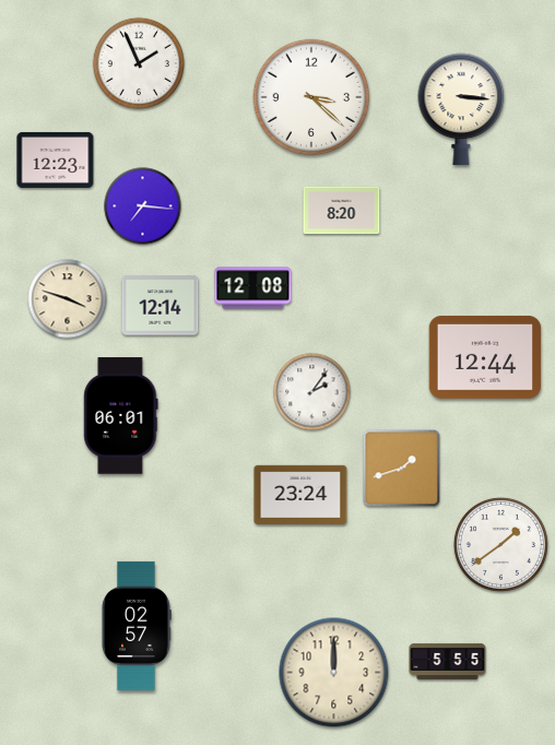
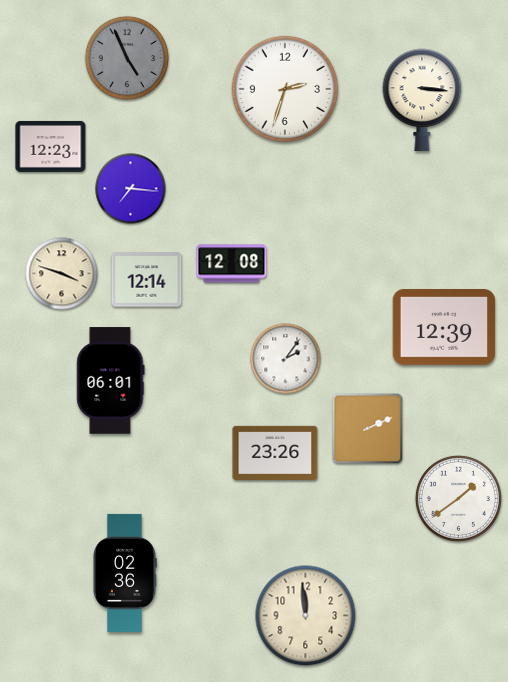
clock at (139, 63): 1:56 -> 4:56
clock at (139, 63) dial: white -> grey
clock at (311, 97): 3:22 -> 2:33
clock at (342, 211): 8:20 -> none
clock at (485, 357): 12:44 -> 12:39
clock at (402, 469): 1:42 -> 2:11
clock at (300, 494): 23:24 -> 23:26
clock at (137, 626): 02:57 -> 02:36
clock at (448, 661): 5:55 -> none
clock at (334, 673): 12:00 -> 11:59
